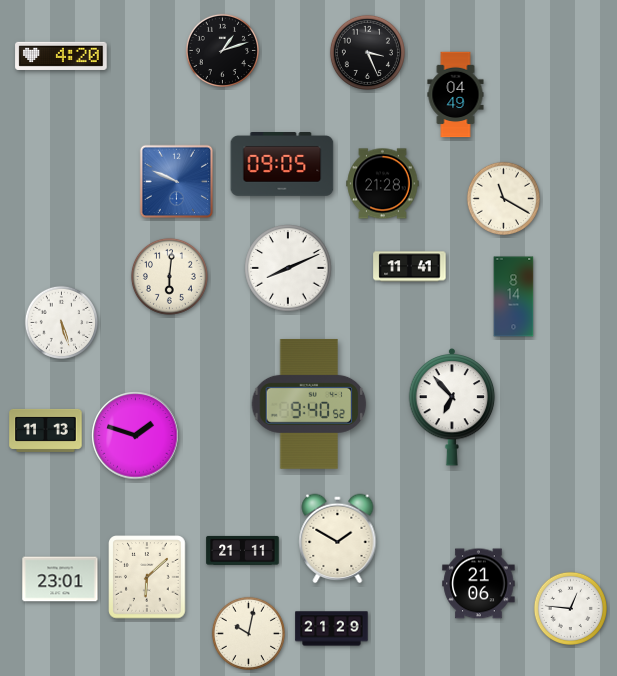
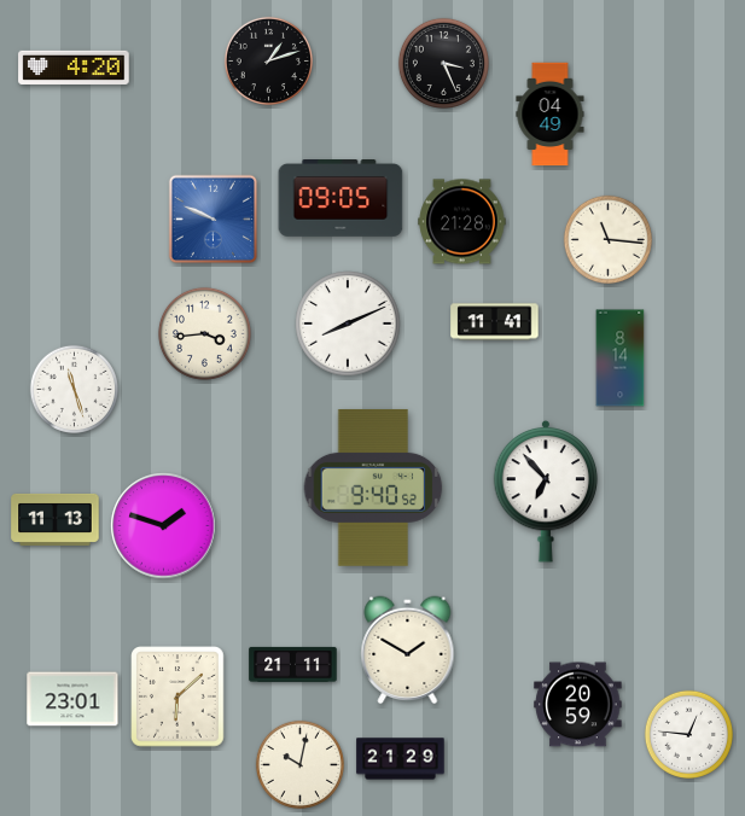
clock at (503, 198): 11:20 -> 11:16
clock at (169, 276): 6:01 -> 3:44
clock at (61, 322): 5:27 -> 11:27
clock at (479, 584): 21:06 -> 20:59
